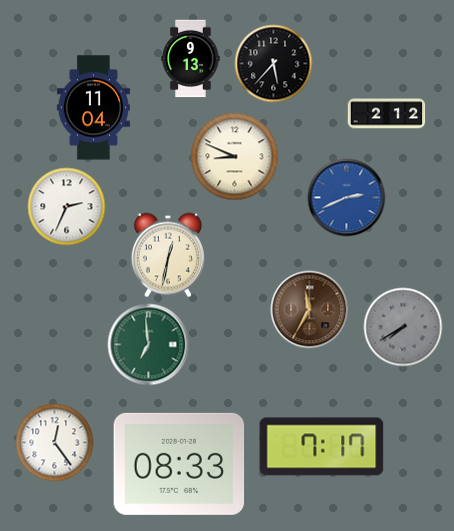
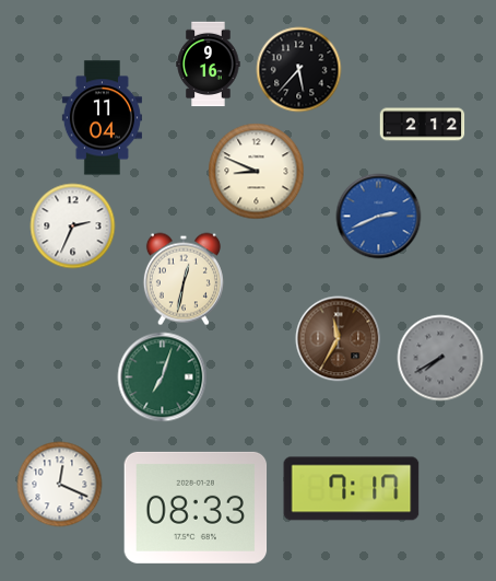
clock at (191, 58): 9:13 -> 9:16
clock at (148, 344): 6:59 -> 7:03
clock at (54, 442): 12:24 -> 12:19
